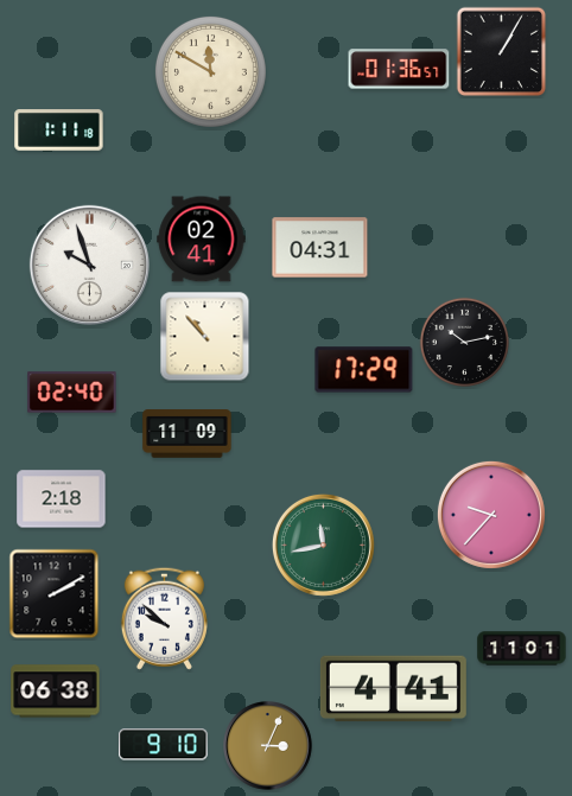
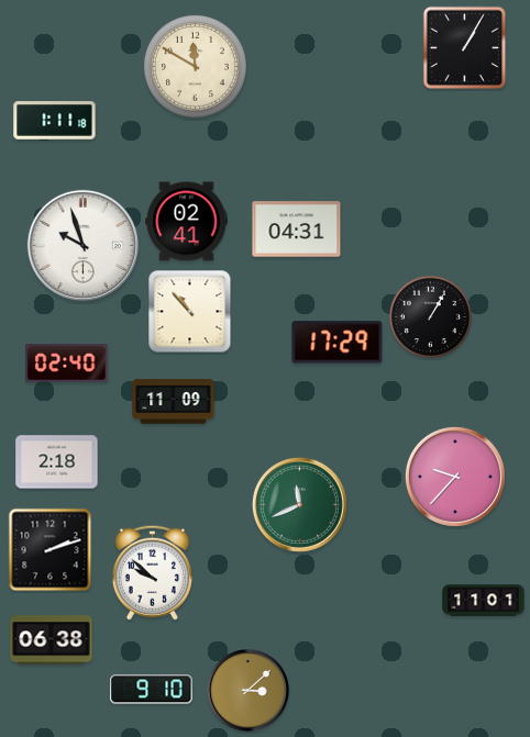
clock at (399, 69): 01:36 -> none
clock at (464, 342): 10:13 -> 1:05
clock at (323, 545): 11:43 -> 11:41
clock at (55, 594): 2:10 -> 2:12
clock at (393, 689): 4:41 -> none
clock at (268, 746): 3:04 -> 3:08
